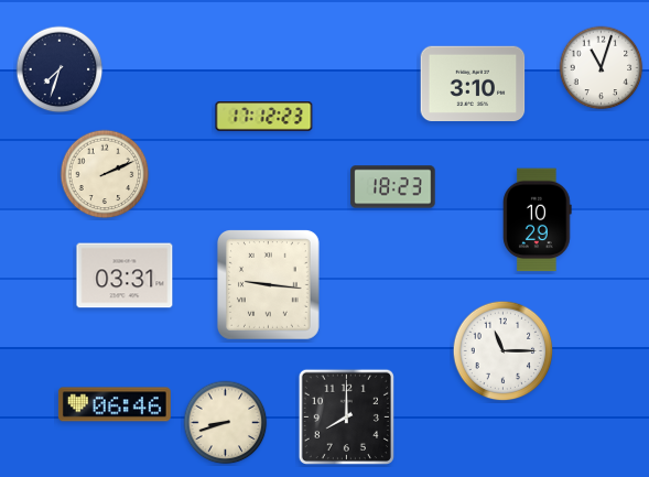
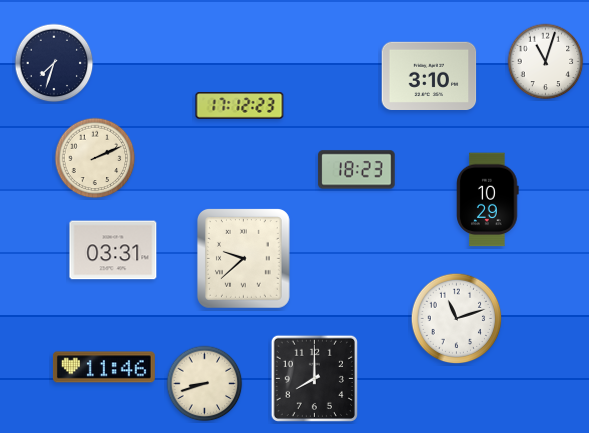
clock at (268, 284): 9:16 -> 9:38
clock at (504, 351): 11:15 -> 11:12
clock at (115, 404): 06:46 -> 11:46
